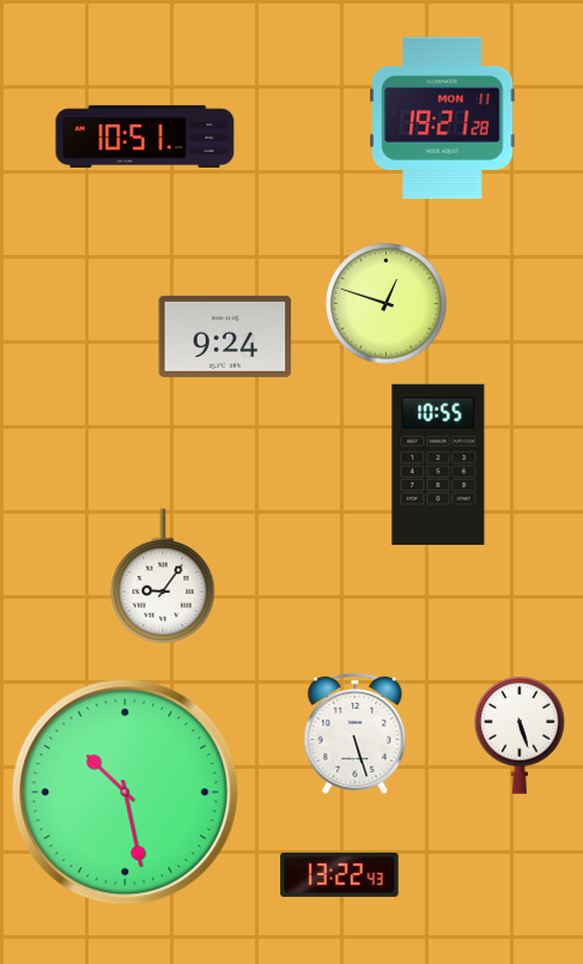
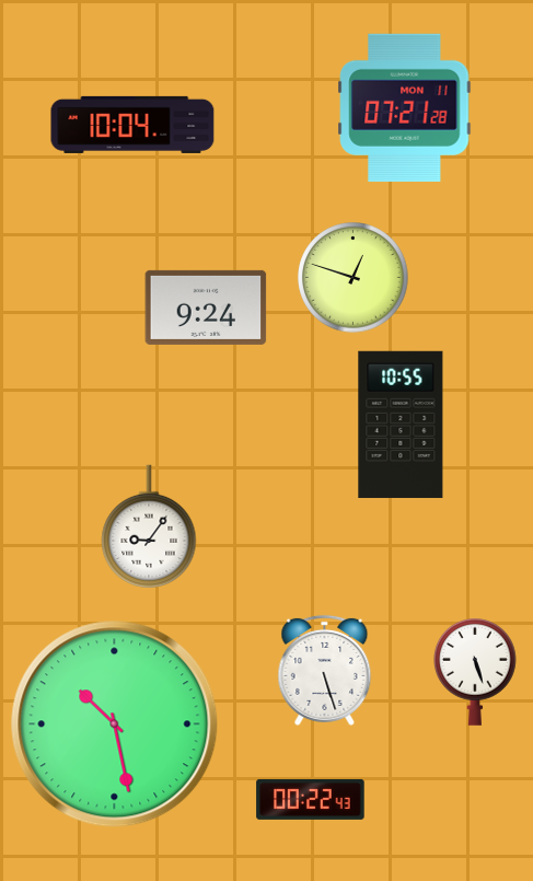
clock at (443, 117): 19:21 -> 07:21
clock at (145, 137): 10:51 -> 10:04
clock at (340, 874): 13:22 -> 00:22
